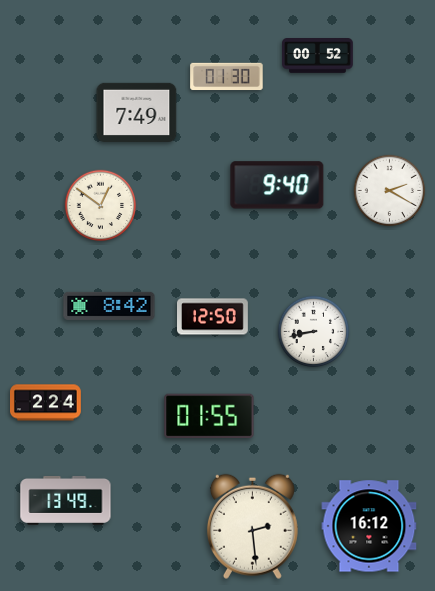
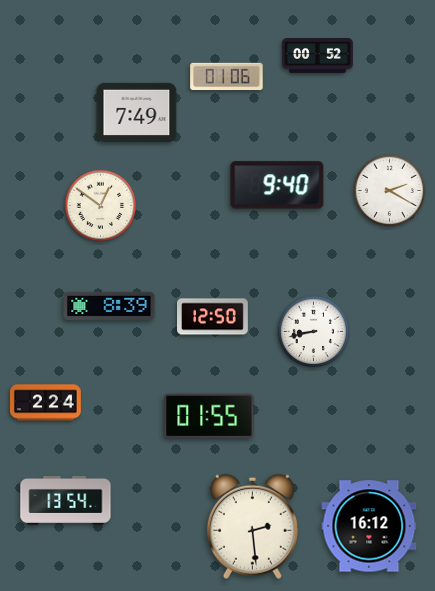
clock at (227, 77): 01:30 -> 01:06
clock at (109, 306): 8:42 -> 8:39
clock at (66, 500): 13:49 -> 13:54
